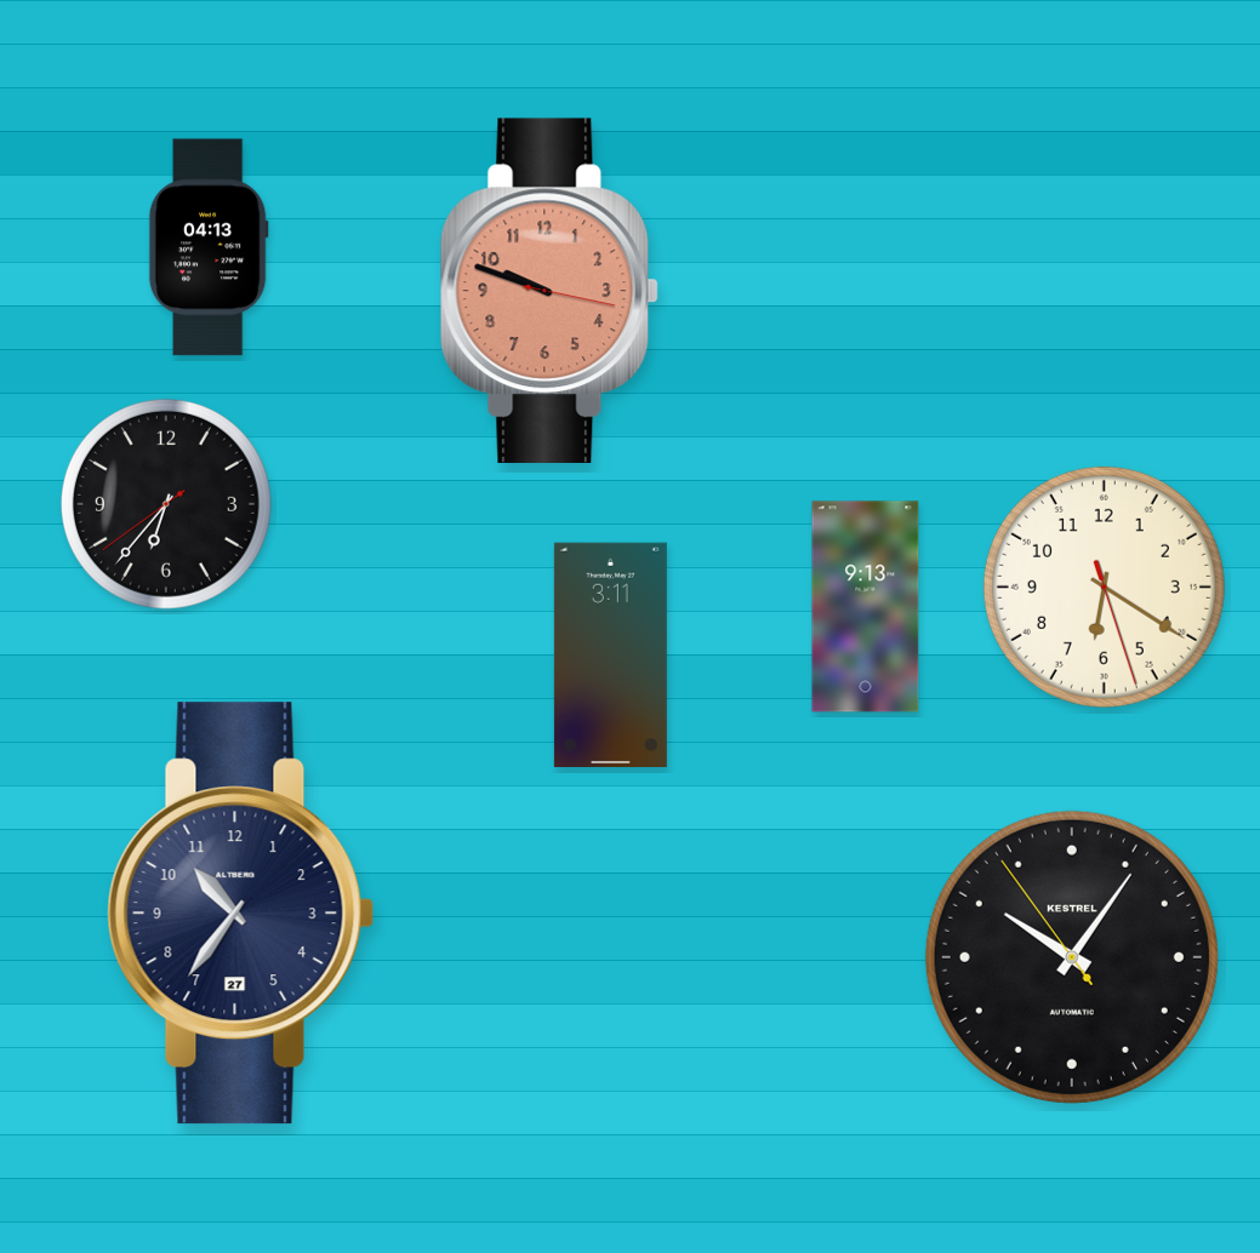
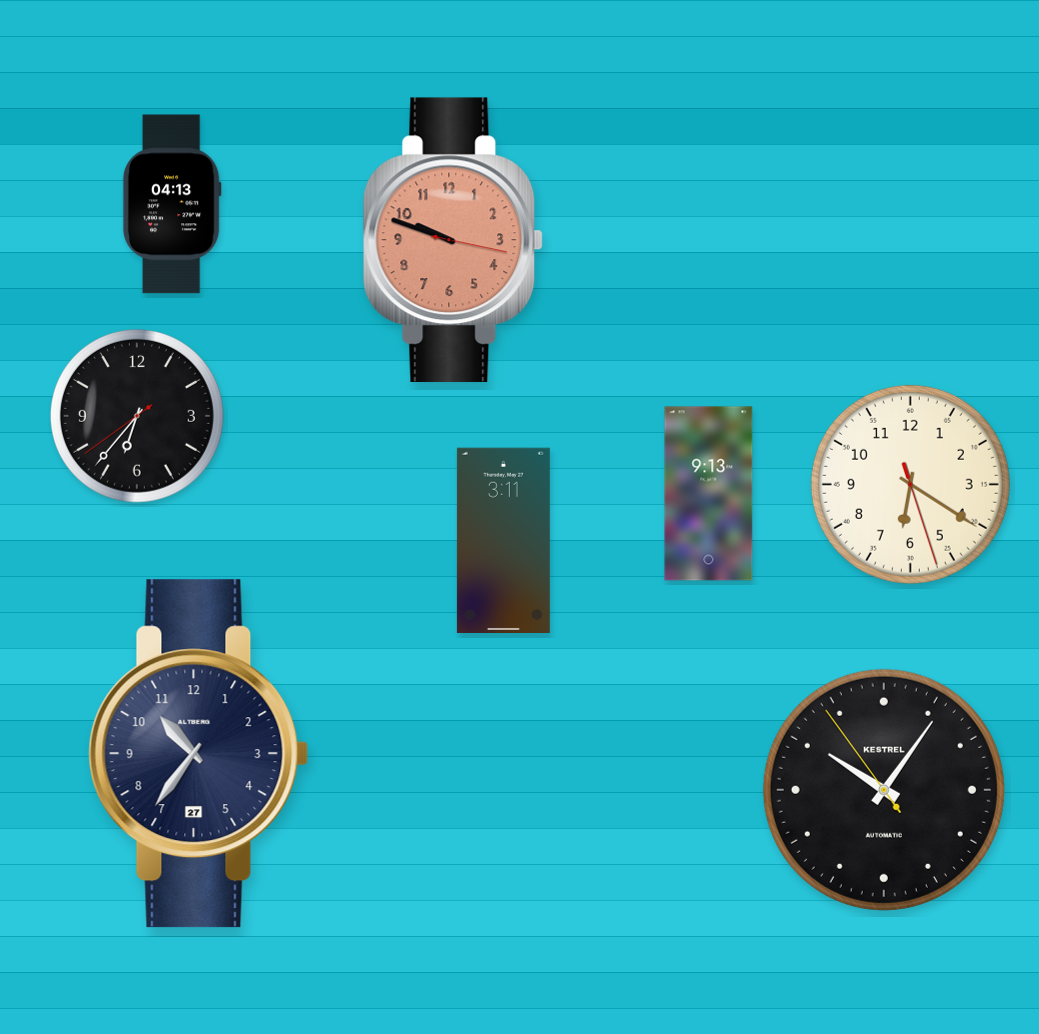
clock at (866, 607) position: (866, 607) -> (709, 494)
